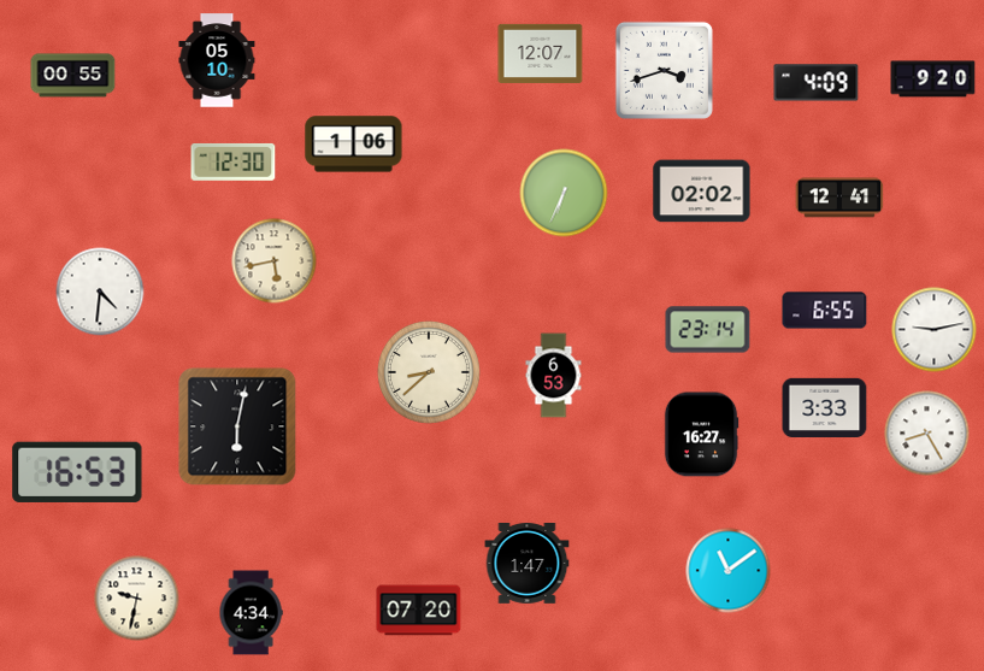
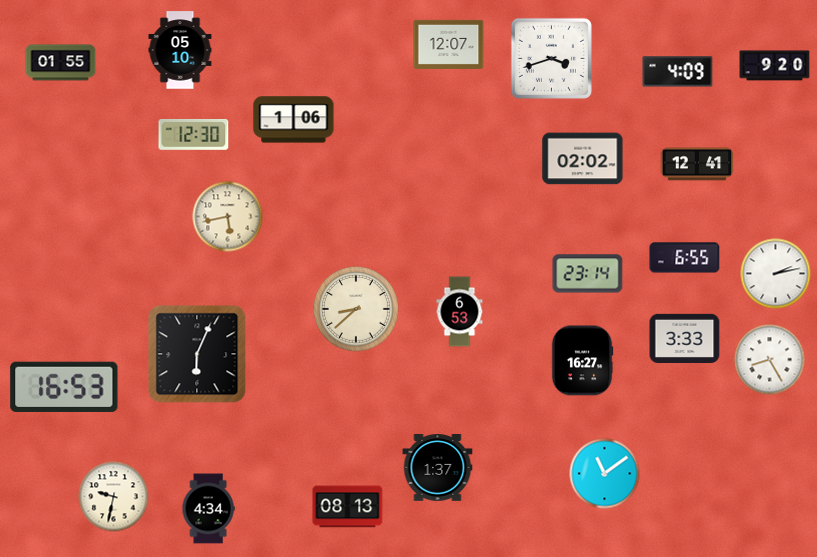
clock at (73, 76): 00:55 -> 01:55
clock at (817, 83) position: (817, 83) -> (678, 72)
clock at (564, 193): 6:34 -> none
clock at (100, 292): 4:31 -> none
clock at (935, 330): 9:13 -> 2:13
clock at (237, 426): 6:02 -> 6:04
clock at (77, 472) position: (77, 472) -> (64, 387)
clock at (528, 564): 1:47 -> 1:37
clock at (419, 611): 07:20 -> 08:13
